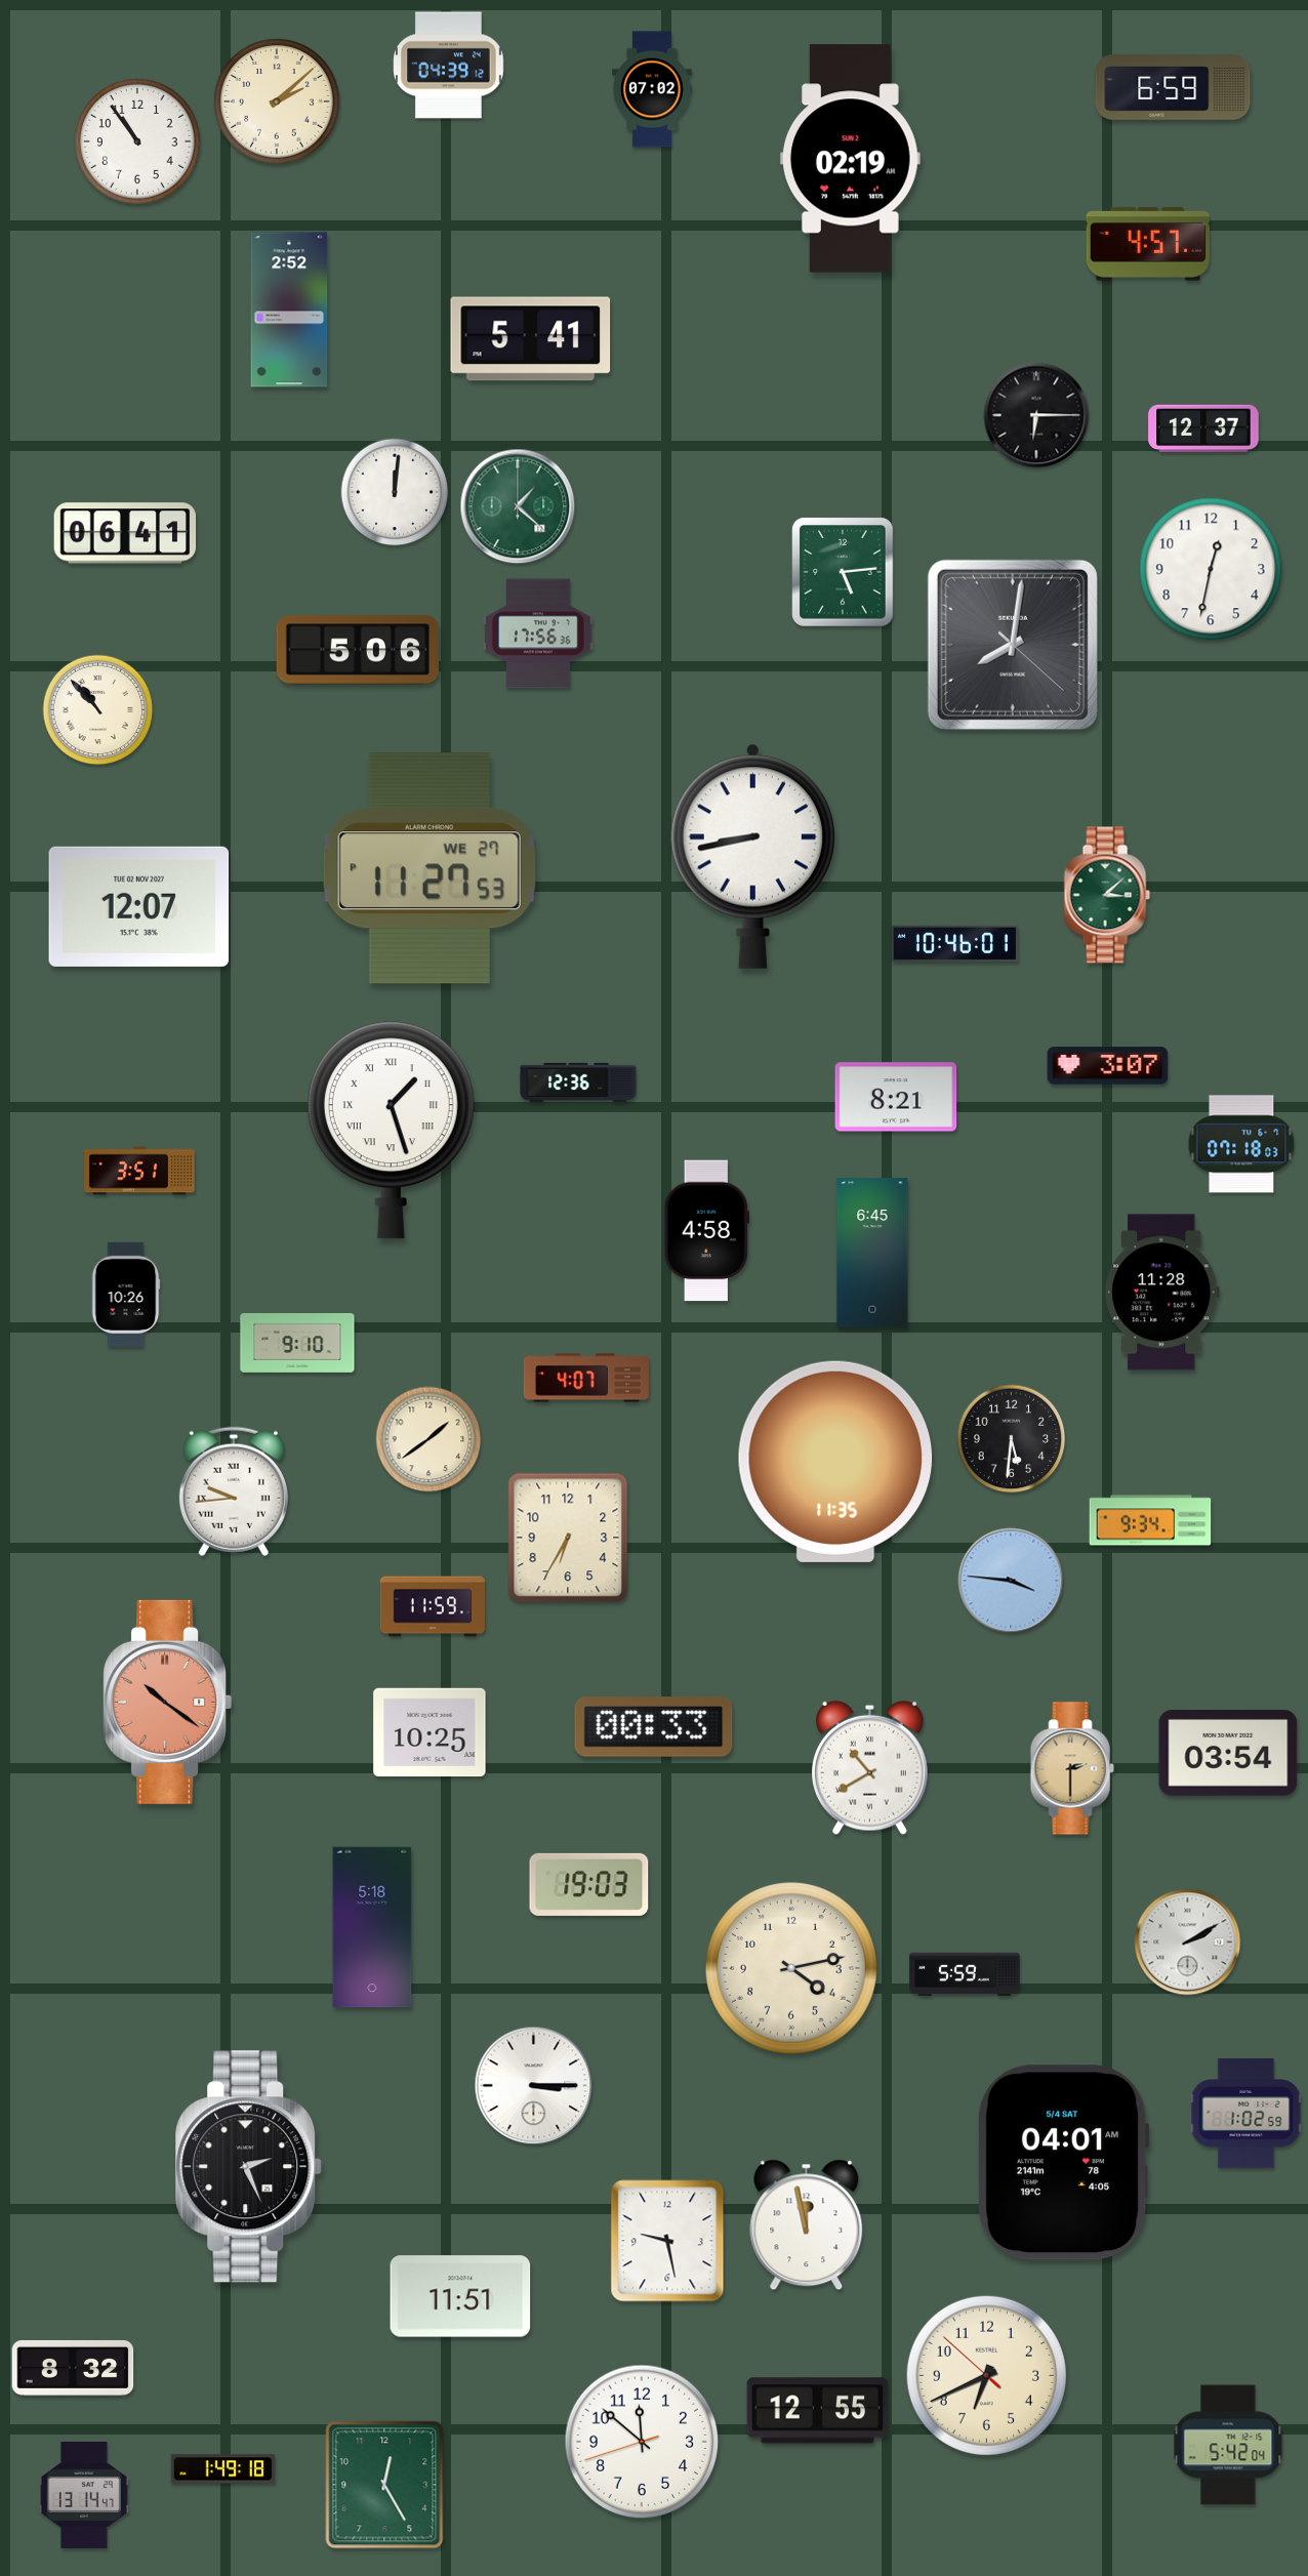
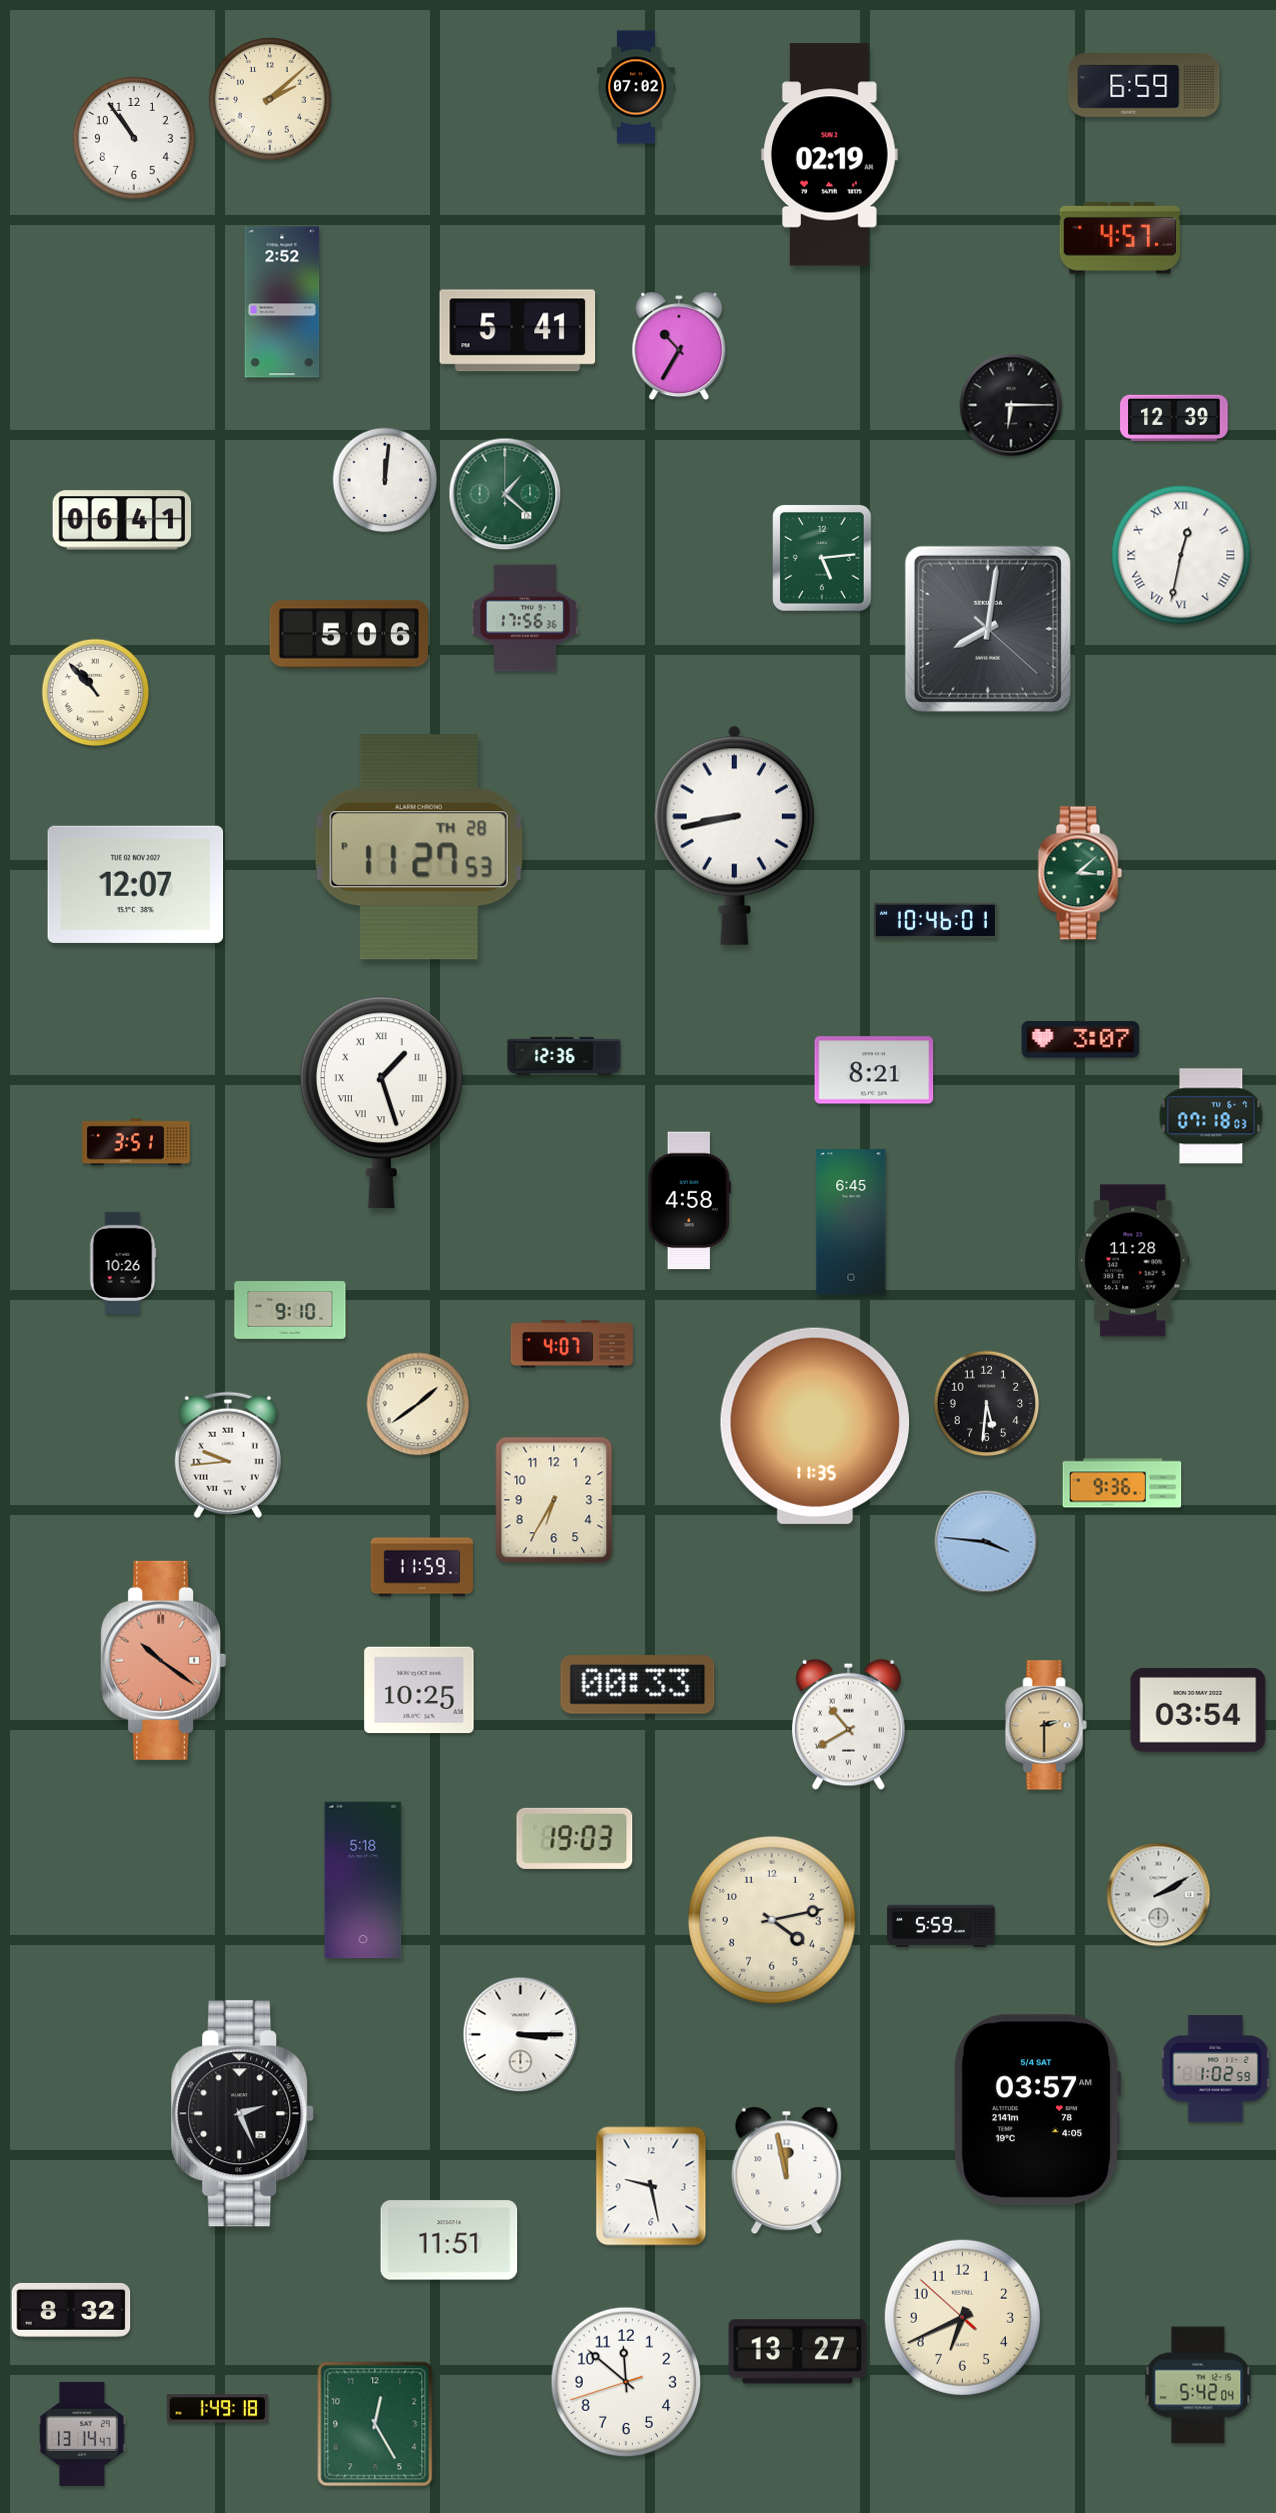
clock at (449, 66): 04:39 -> none
clock at (679, 346): none -> 10:35
clock at (1203, 428): 12:37 -> 12:39
clock at (1211, 569) numerals: Arabic -> Roman
clock at (430, 868) date: WE 27 -> TH 28
clock at (954, 943) position: (954, 943) -> (935, 920)
clock at (1150, 1520): 9:34 -> 9:36
clock at (1246, 2114) position: (1246, 2114) -> (1216, 2069)
clock at (1063, 2163): 04:01 -> 03:57
clock at (818, 2411): 12:55 -> 13:27
